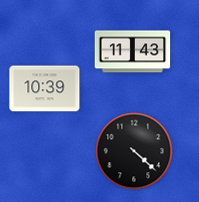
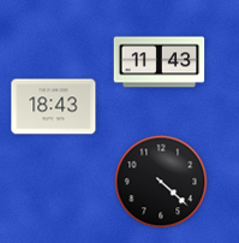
clock at (45, 89): 10:39 -> 18:43
